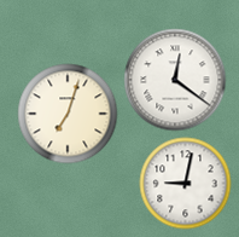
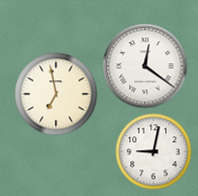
clock at (68, 114): 7:03 -> 6:58
